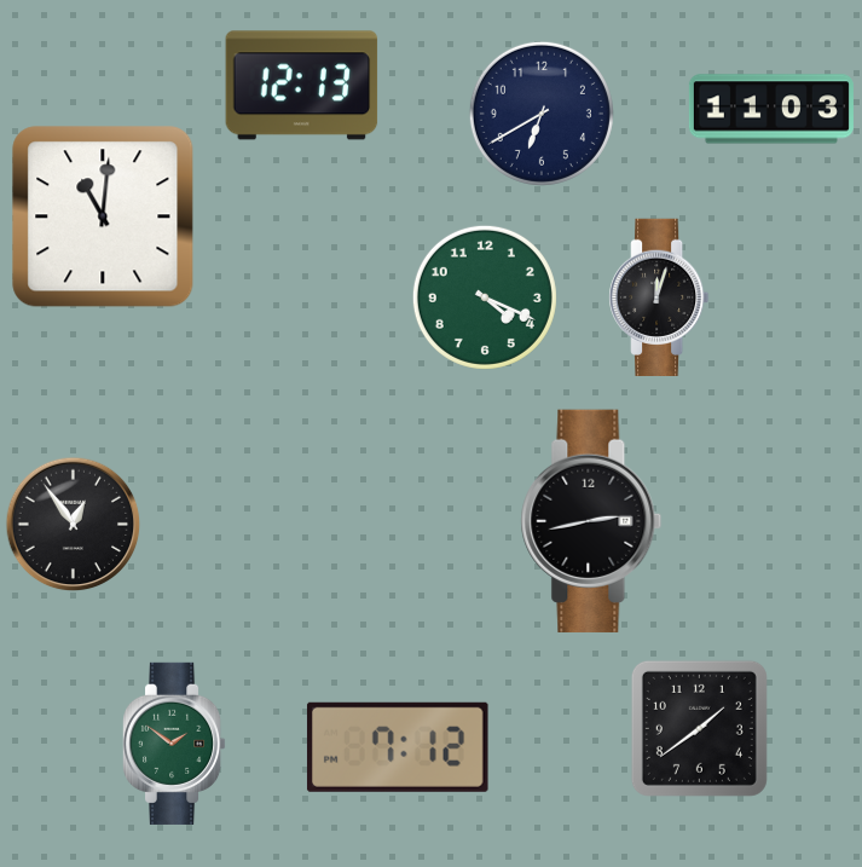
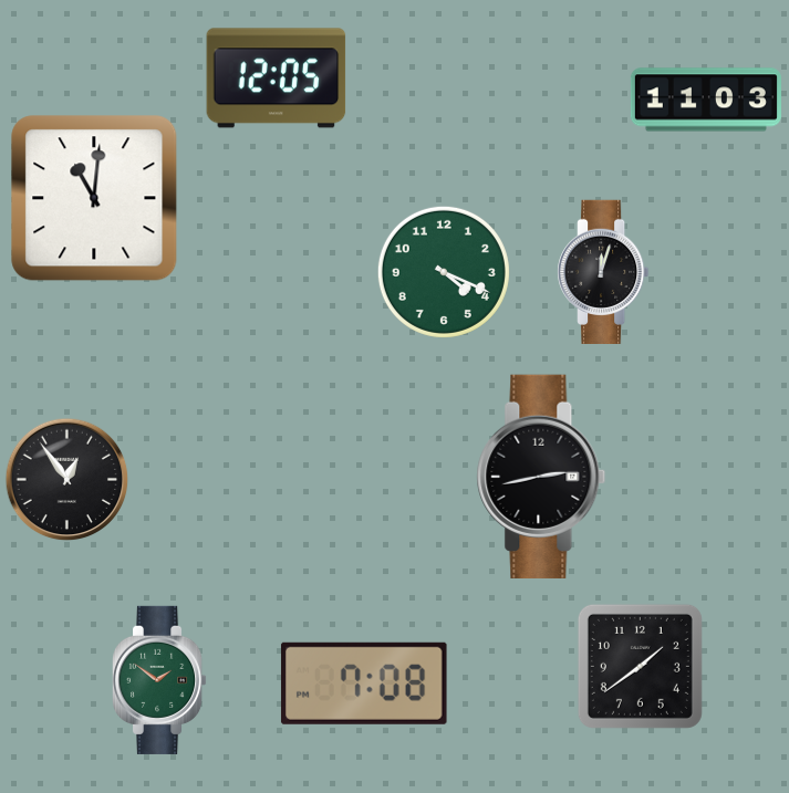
clock at (302, 86): 12:13 -> 12:05
clock at (542, 114): 6:40 -> none
clock at (398, 747): 7:12 -> 7:08
